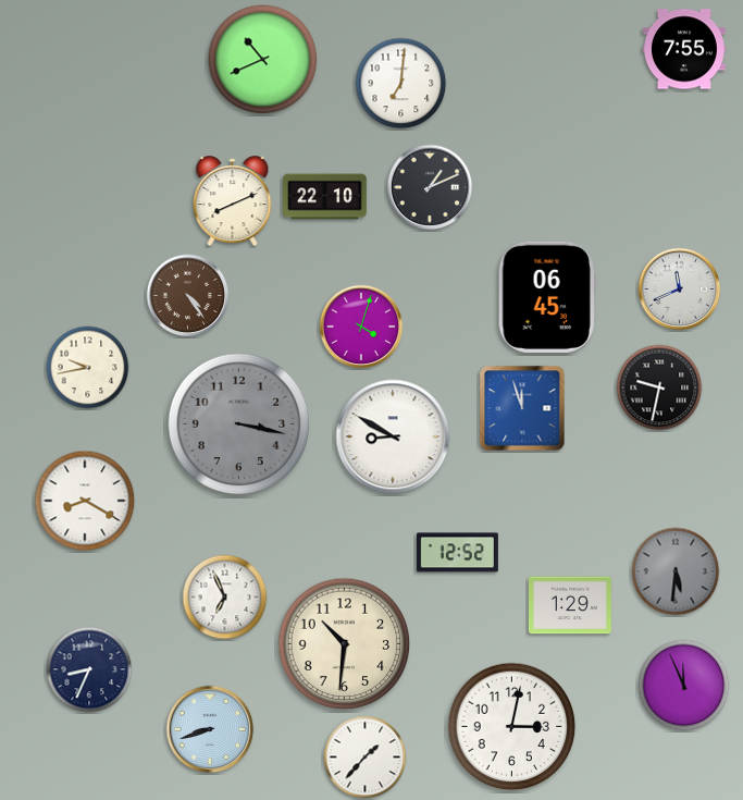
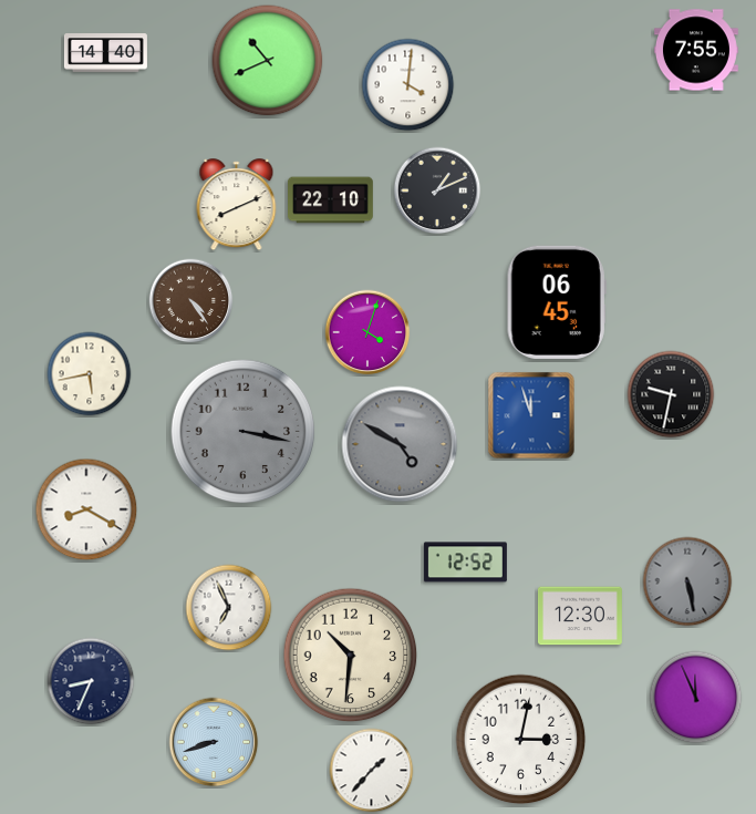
clock at (105, 53): none -> 14:40
clock at (401, 84): 7:01 -> 4:01
clock at (680, 290): 11:41 -> none
clock at (88, 368): 9:43 -> 5:43
clock at (393, 436): 8:50 -> 4:50
clock at (393, 436) dial: white -> grey
clock at (676, 571): 5:31 -> 5:28
clock at (570, 605): 1:29 -> 12:30
